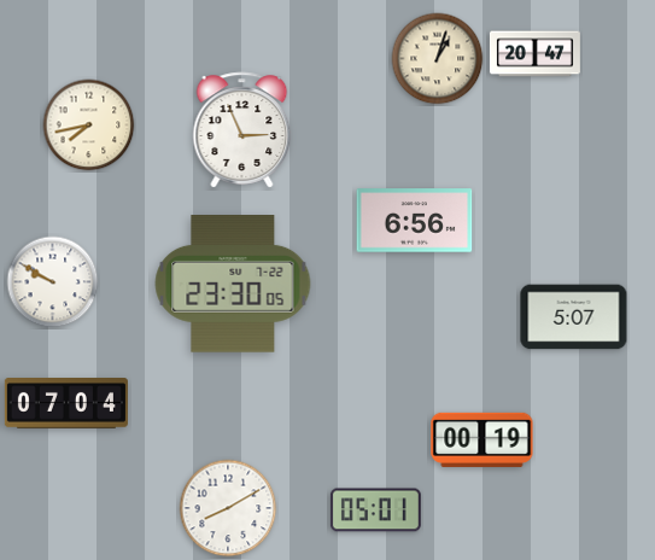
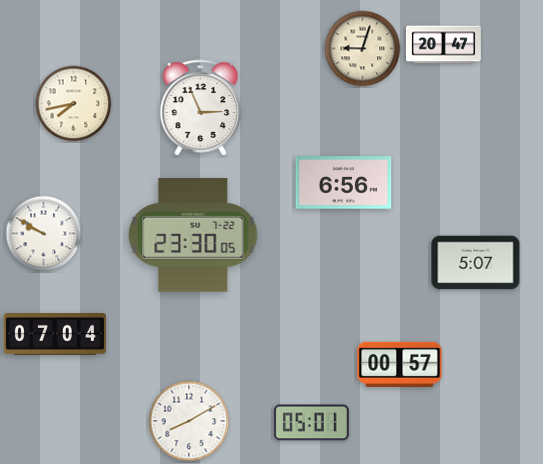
clock at (438, 59): 1:03 -> 9:03
clock at (483, 439): 00:19 -> 00:57
